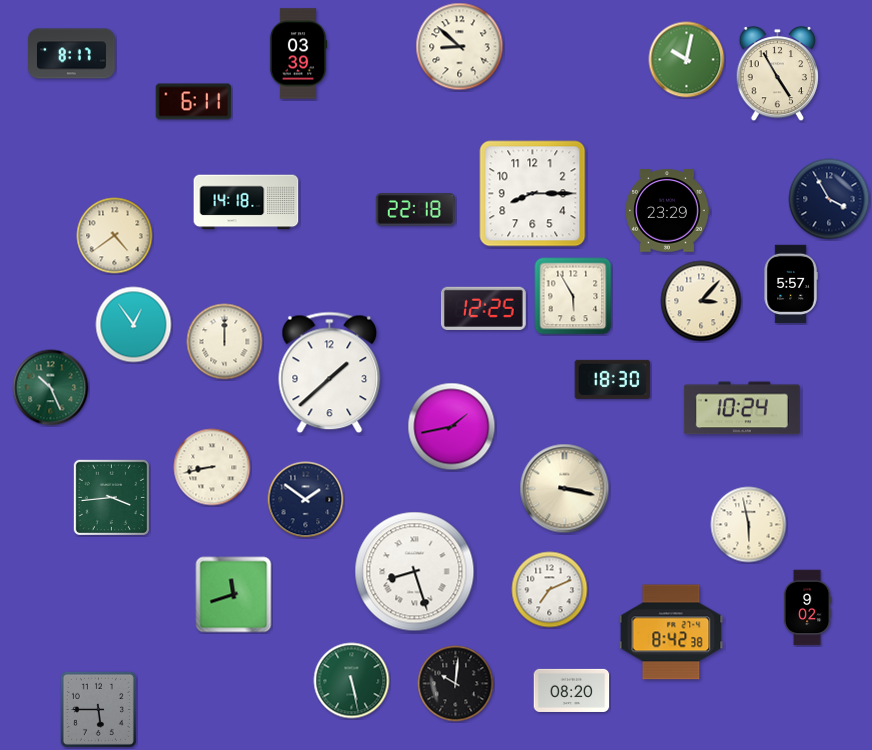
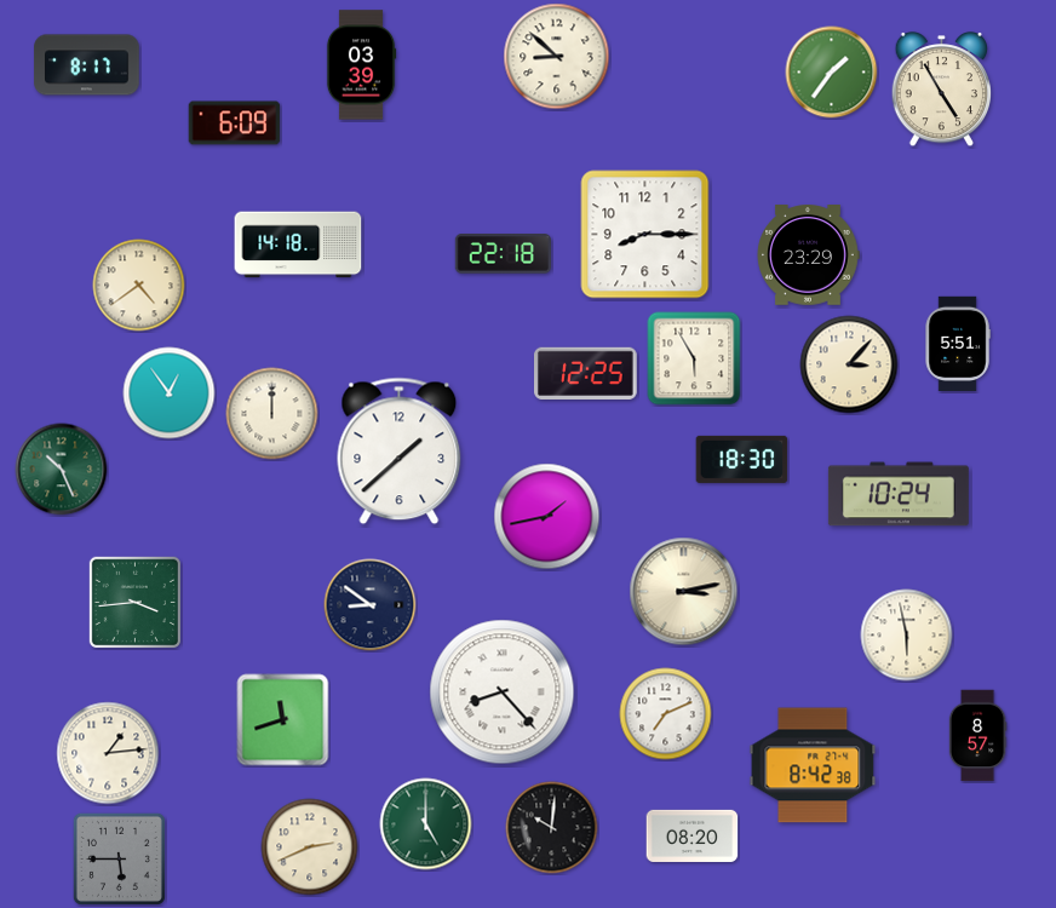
clock at (687, 60): 10:02 -> 1:36
clock at (194, 102): 6:11 -> 6:09
clock at (829, 199): 3:55 -> none
clock at (791, 284): 5:57 -> 5:51
clock at (134, 325) position: (134, 325) -> (170, 393)
clock at (212, 467): 8:43 -> none
clock at (565, 489): 3:17 -> 3:13
clock at (306, 500): 1:51 -> 8:51
clock at (415, 572): 8:27 -> 8:23
clock at (807, 608): 9:02 -> 8:57
clock at (108, 753): none -> 1:14
clock at (352, 681): 5:28 -> 5:00
clock at (310, 847): none -> 2:41
